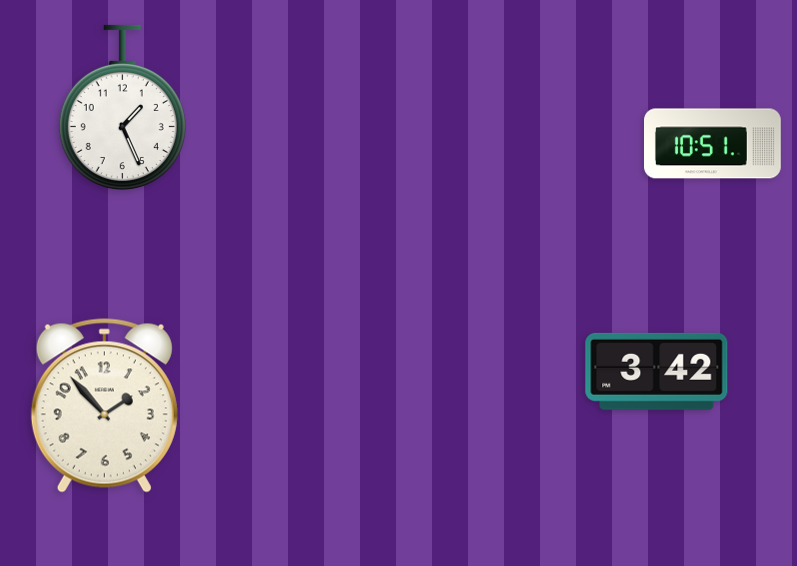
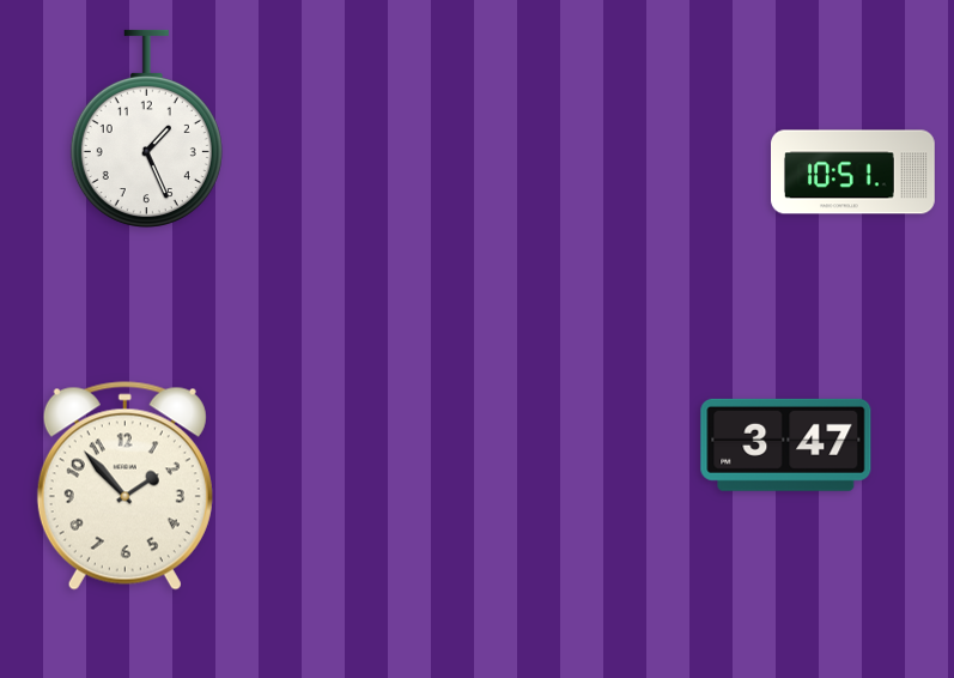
clock at (657, 371): 3:42 -> 3:47
